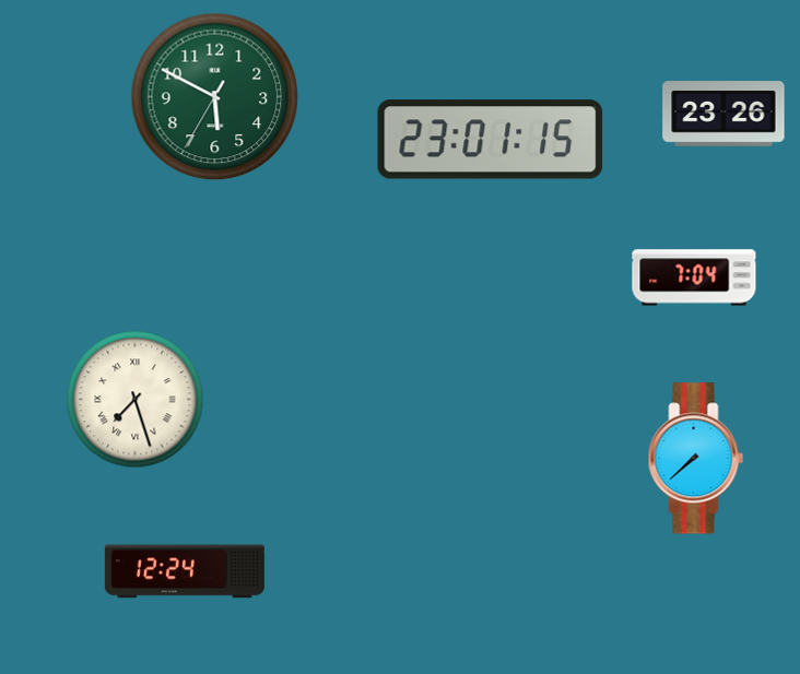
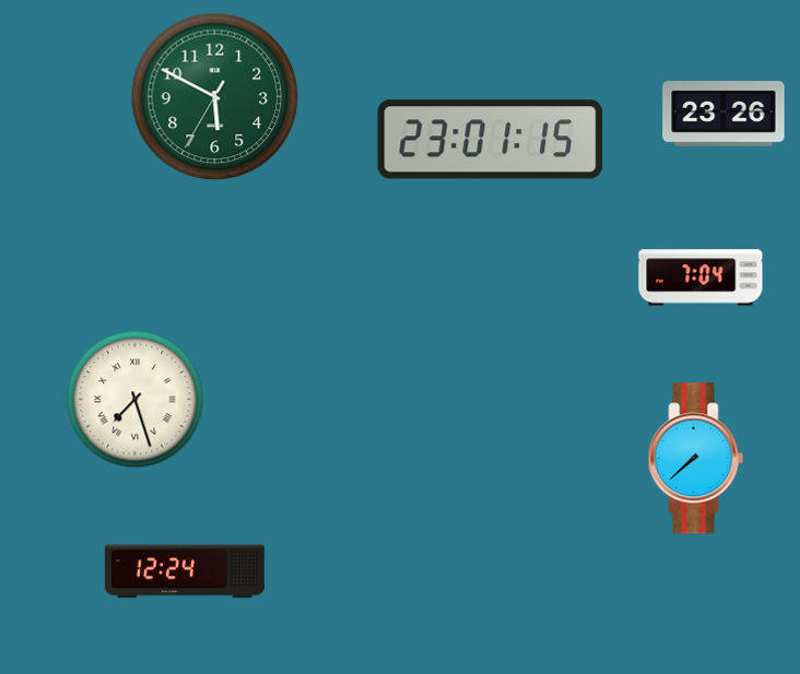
clock at (694, 277) position: (694, 277) -> (701, 277)
